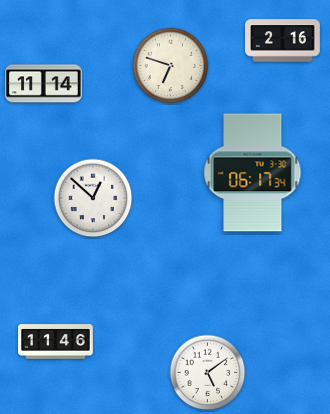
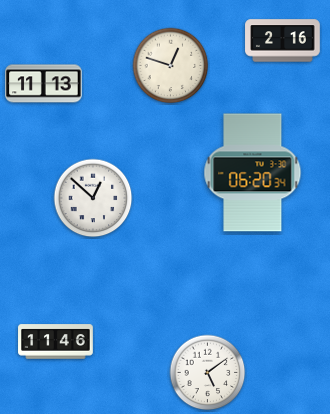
clock at (171, 66): 6:48 -> 12:48
clock at (44, 84): 11:14 -> 11:13
clock at (253, 173): 06:17 -> 06:20
